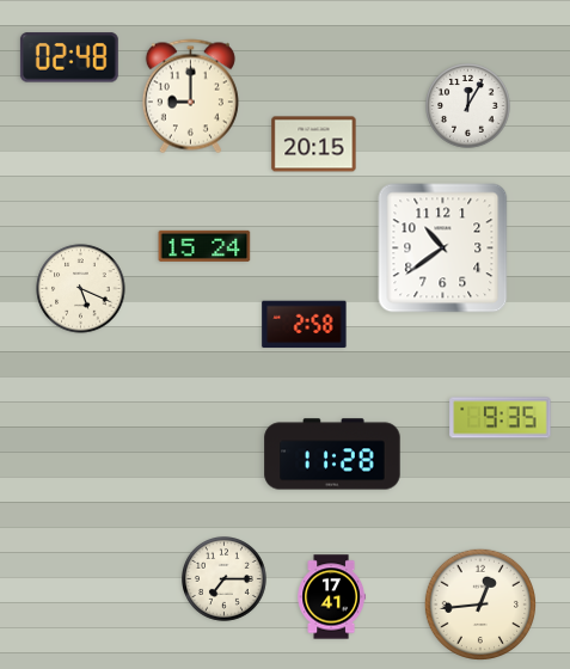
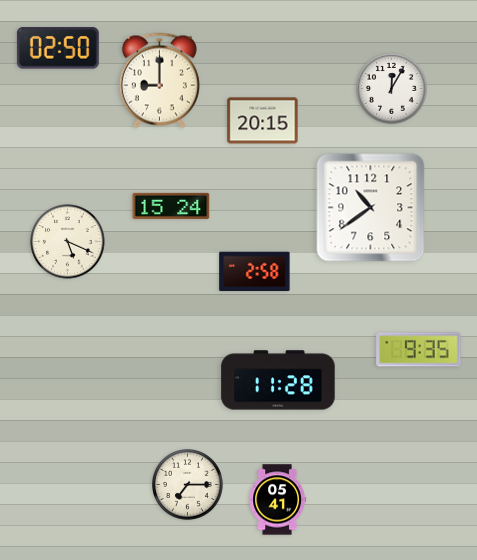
clock at (69, 57): 02:48 -> 02:50
clock at (331, 597): 17:41 -> 05:41
clock at (479, 603): 12:44 -> none
